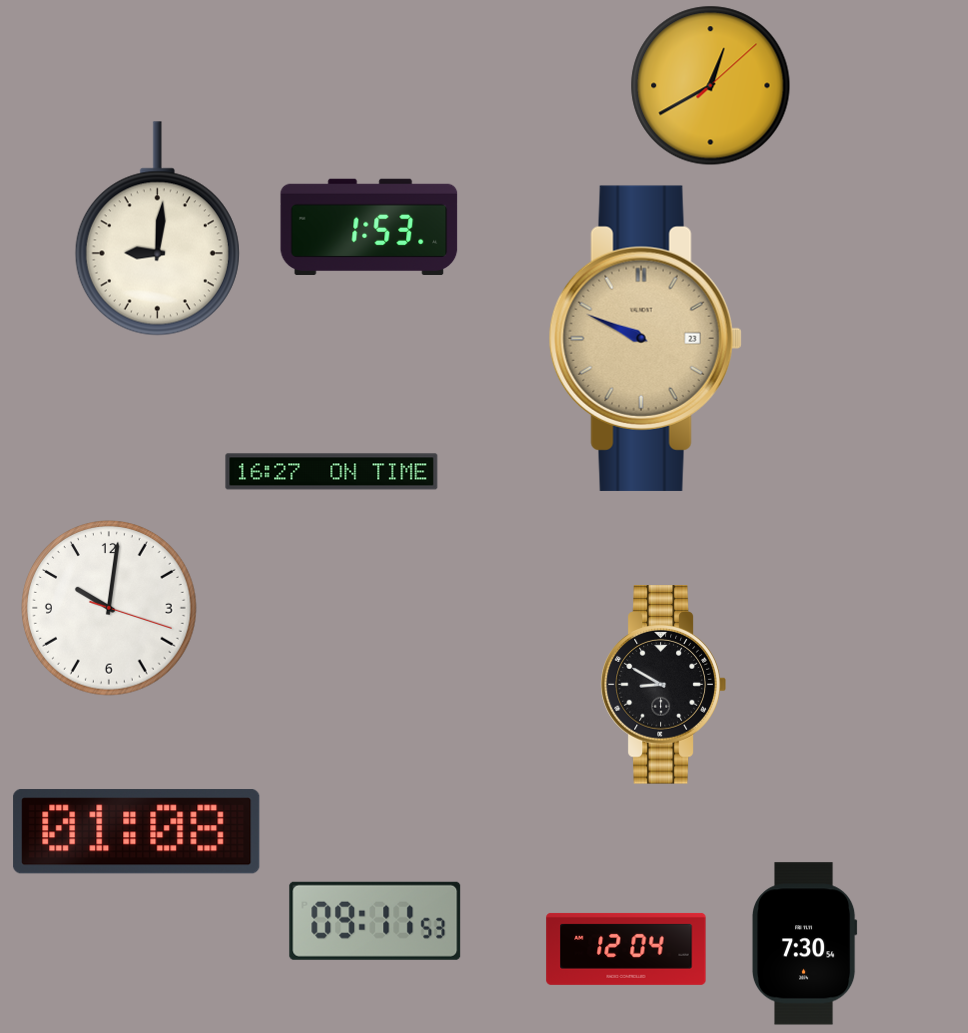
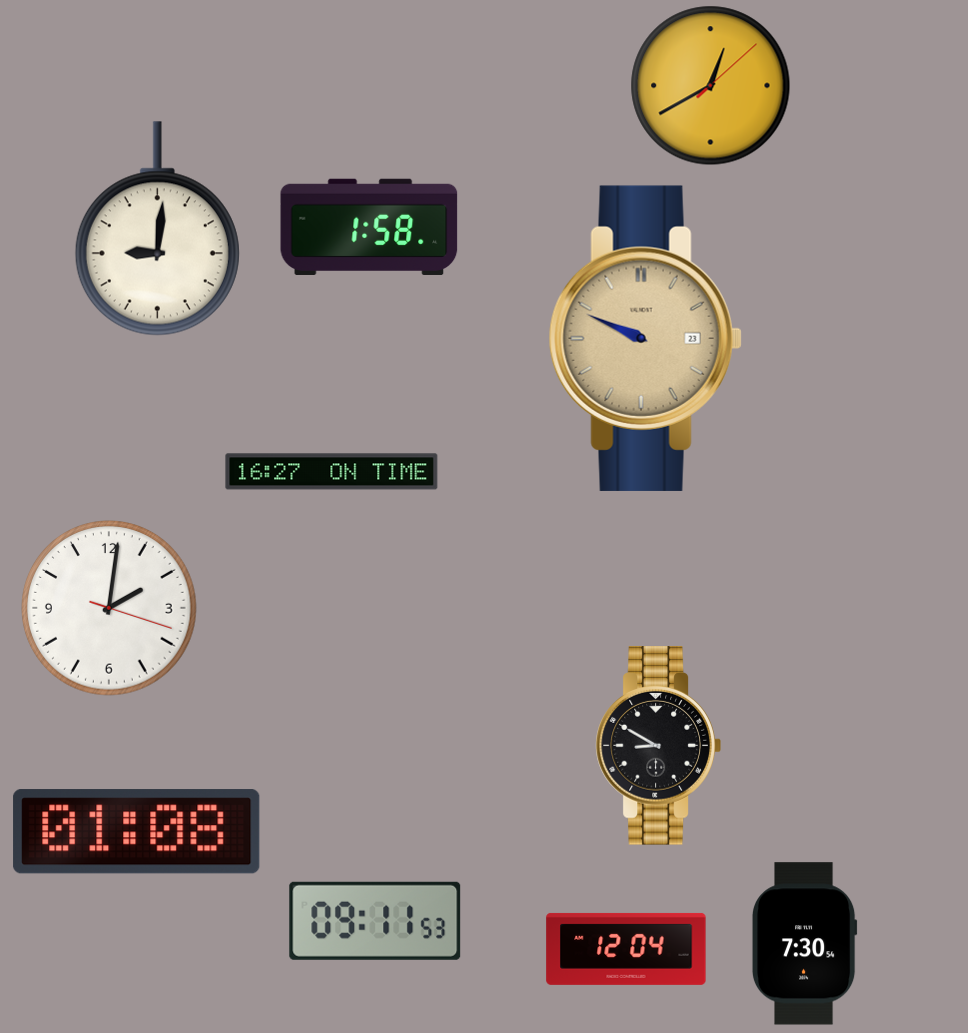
clock at (369, 227): 1:53 -> 1:58
clock at (109, 608): 10:01 -> 2:01
clock at (663, 685) position: (663, 685) -> (658, 746)
